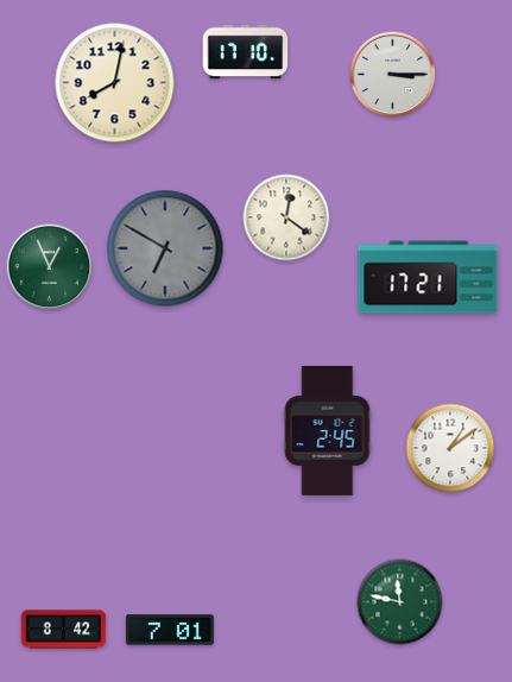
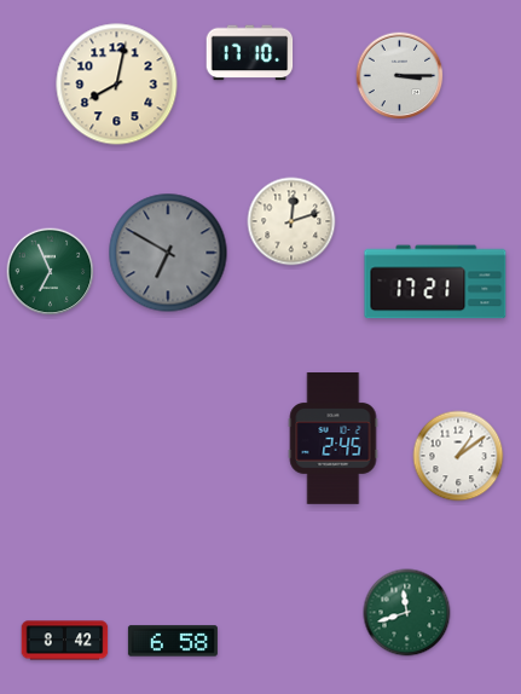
clock at (286, 217): 12:21 -> 12:12
clock at (50, 267): 12:56 -> 6:56
clock at (400, 602): 11:47 -> 11:42
clock at (170, 630): 7:01 -> 6:58
